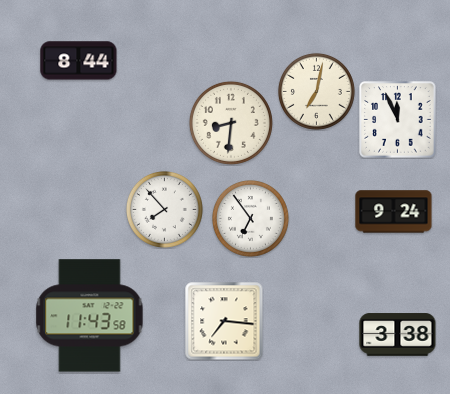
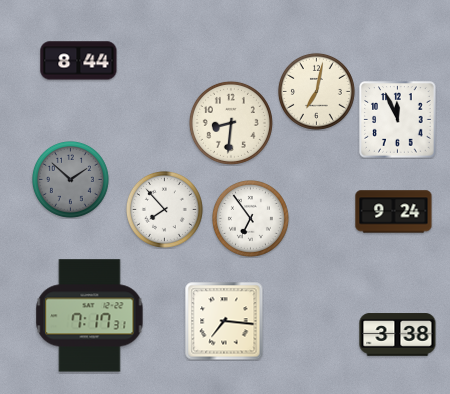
clock at (70, 179): none -> 1:52
clock at (90, 316): 11:43 -> 7:17
